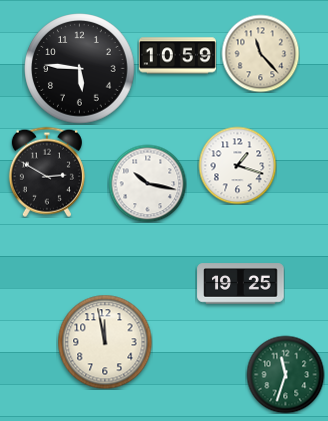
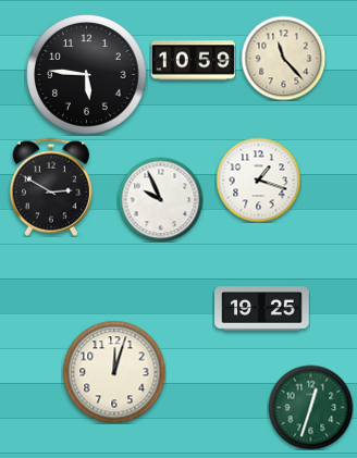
clock at (147, 183): 10:17 -> 9:56
clock at (105, 342): 11:58 -> 12:03
clock at (285, 374): 11:33 -> 12:33
